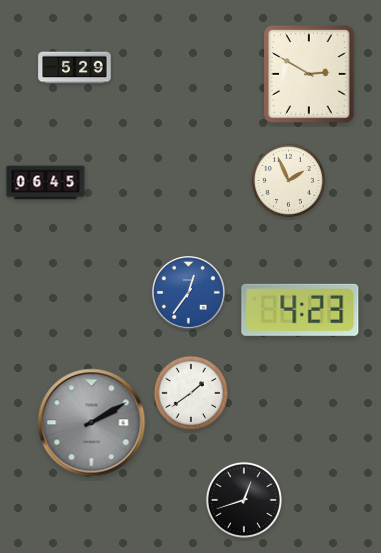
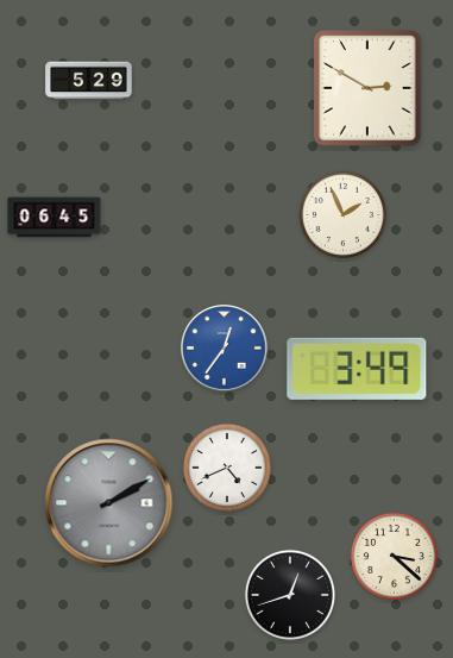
clock at (300, 310): 4:23 -> 3:49
clock at (191, 393): 1:39 -> 4:41
clock at (394, 556): none -> 3:22
